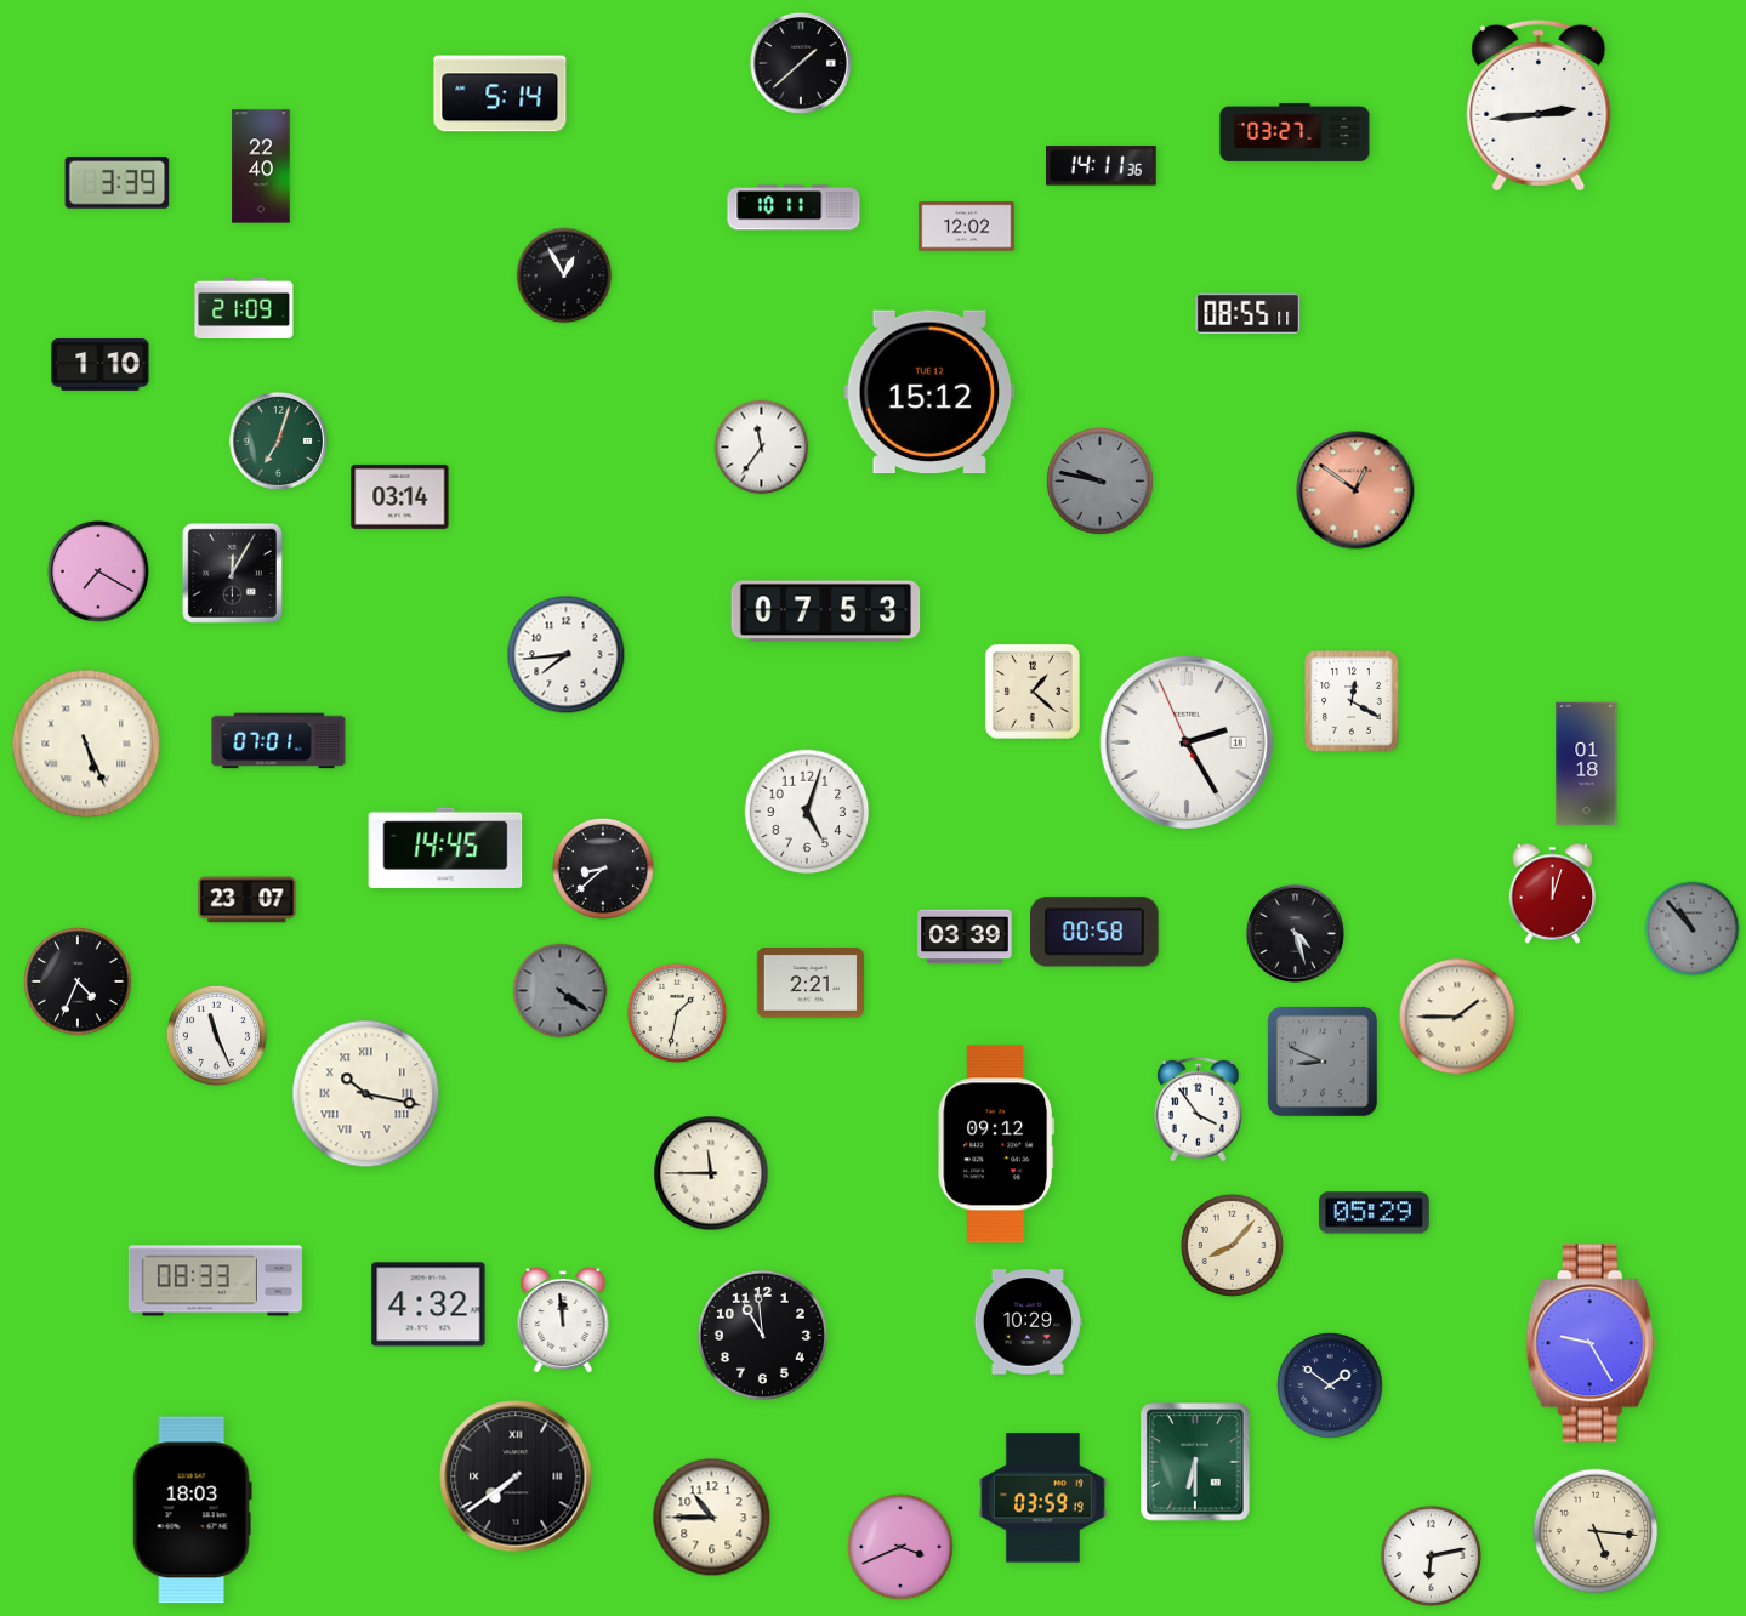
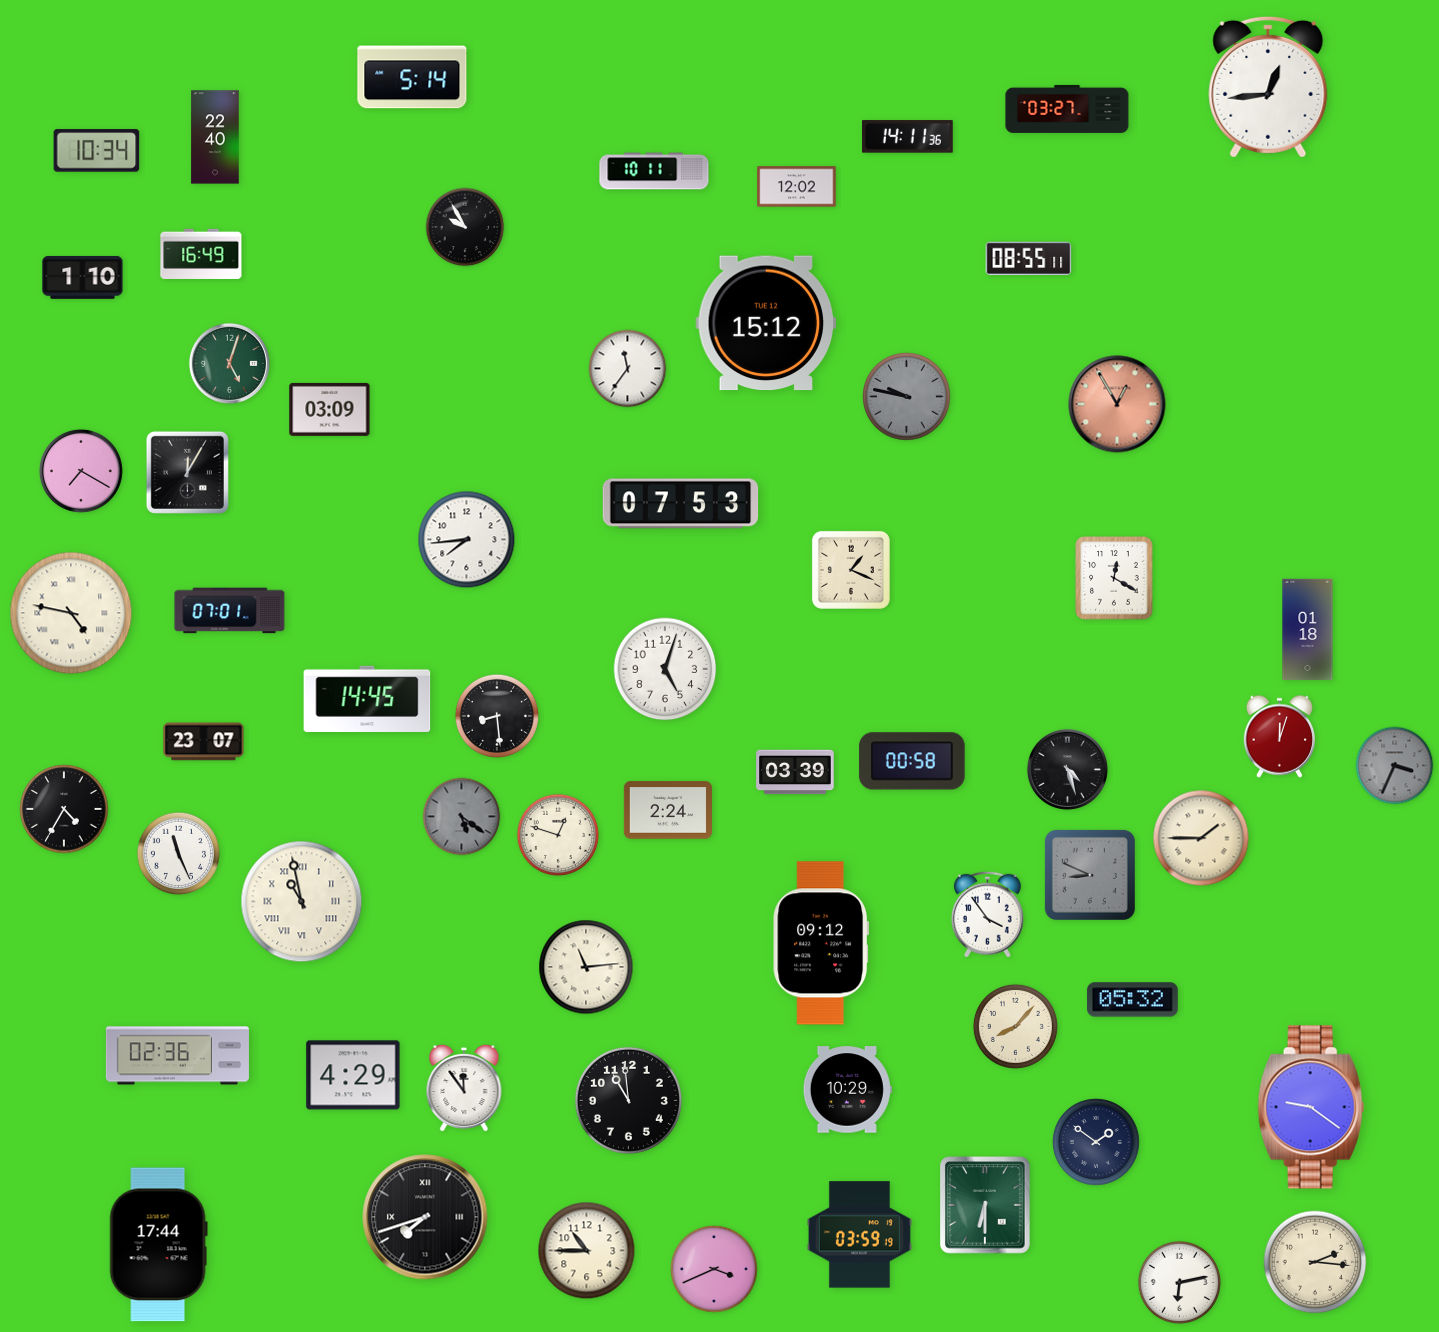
clock at (801, 63): 1:38 -> none
clock at (1539, 106): 2:44 -> 12:44
clock at (118, 183): 3:39 -> 10:34
clock at (564, 275): 12:55 -> 9:55
clock at (244, 308): 21:09 -> 16:49
clock at (101, 364) position: (101, 364) -> (83, 277)
clock at (278, 440): 7:03 -> 5:03
clock at (1355, 490): 12:51 -> 12:55
clock at (400, 496): 03:14 -> 03:09
clock at (232, 573) position: (232, 573) -> (187, 472)
clock at (1033, 692): 1:22 -> 1:19
clock at (1187, 742): 2:24 -> none
clock at (86, 744): 5:26 -> 4:47
clock at (603, 869): 8:38 -> 8:29
clock at (1693, 929): 10:53 -> 3:34
clock at (1094, 932) position: (1094, 932) -> (912, 761)
clock at (78, 981): 4:34 -> 4:35
clock at (811, 983): 2:21 -> 2:24
clock at (561, 991): 4:21 -> 5:21
clock at (676, 1012): 1:32 -> 12:48
clock at (366, 1094): 10:17 -> 10:58
clock at (711, 1173): 11:45 -> 11:14
clock at (1375, 1213): 05:29 -> 05:32
clock at (215, 1281): 08:33 -> 02:36
clock at (428, 1304): 4:32 -> 4:29
clock at (563, 1320): 11:59 -> 11:54
clock at (1591, 1343): 9:25 -> 9:21
clock at (516, 1476): 7:39 -> 7:42
clock at (192, 1510): 18:03 -> 17:44
clock at (1596, 1531): 5:16 -> 2:16
clock at (900, 1547) position: (900, 1547) -> (714, 1269)
